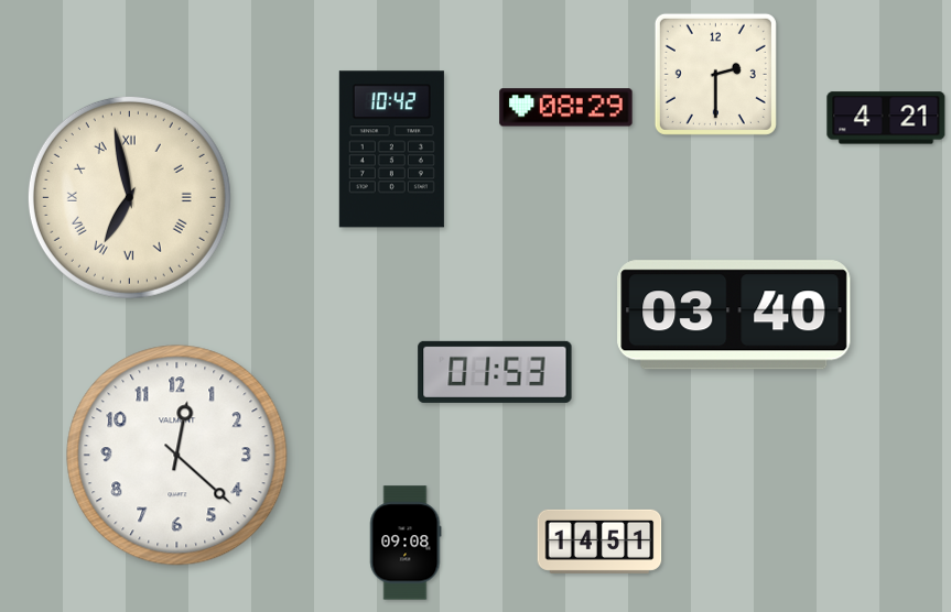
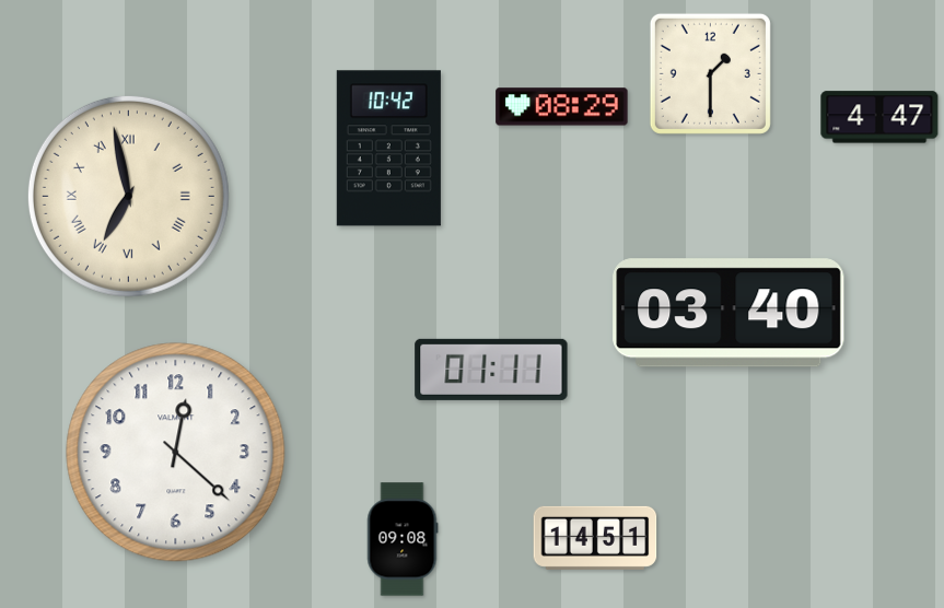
clock at (715, 74): 2:30 -> 1:30
clock at (886, 118): 4:21 -> 4:47
clock at (495, 372): 01:53 -> 01:11
